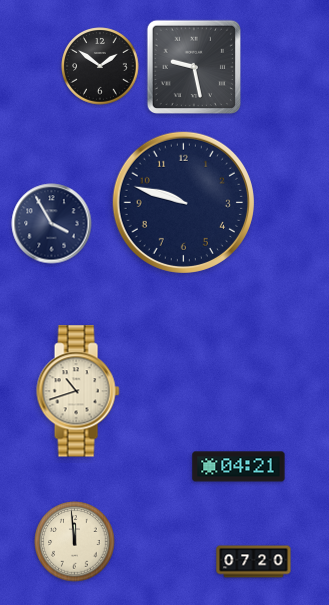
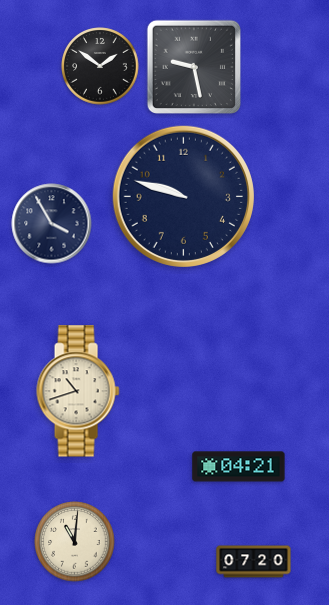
clock at (183, 202) position: (183, 202) -> (183, 196)
clock at (75, 542): 11:59 -> 11:01
